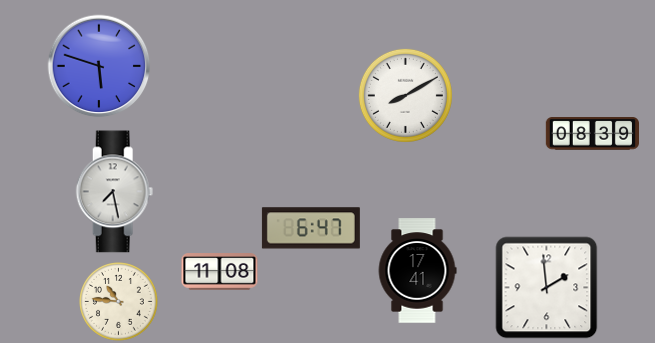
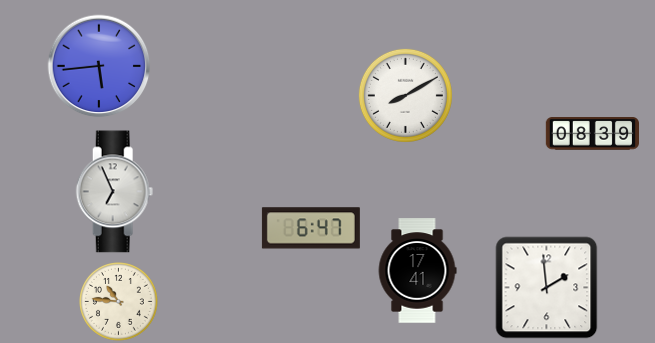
clock at (99, 66): 5:48 -> 5:44
clock at (115, 192): 7:28 -> 6:56
clock at (220, 272): 11:08 -> none
